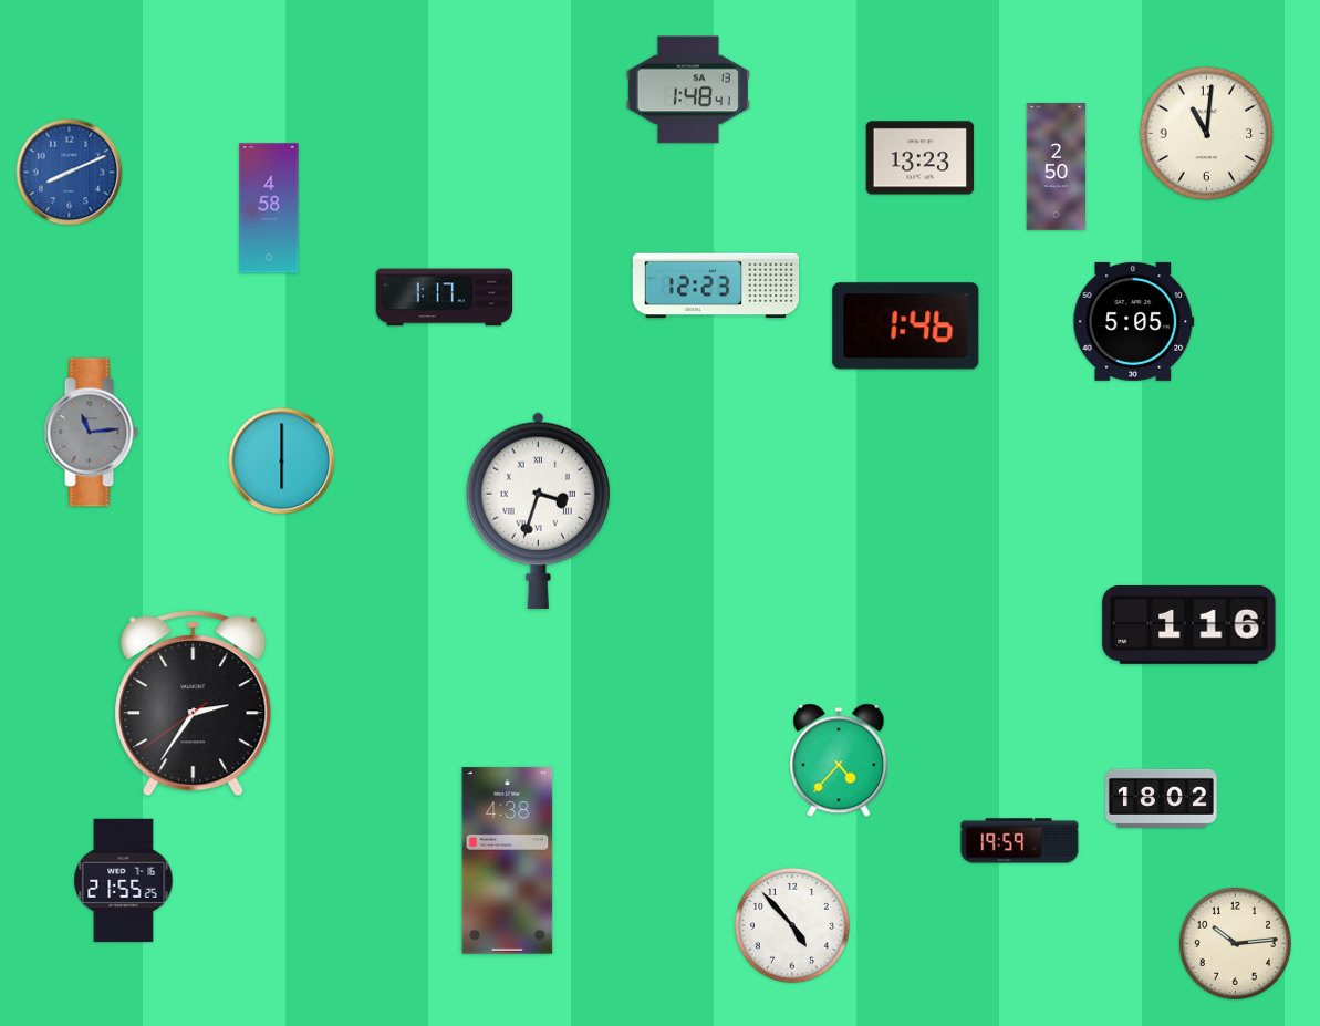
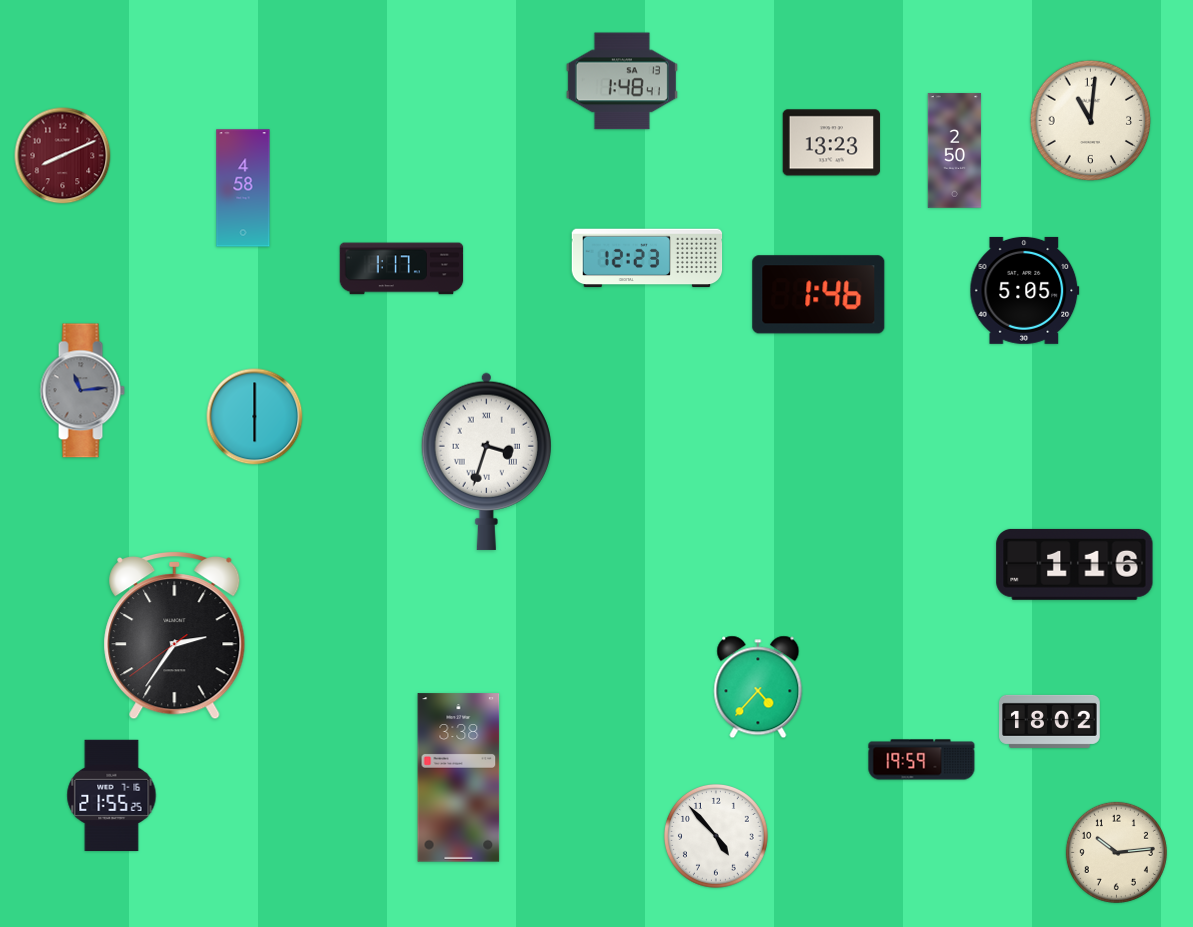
clock at (70, 173) dial: blue -> burgundy
clock at (508, 861): 4:38 -> 3:38
